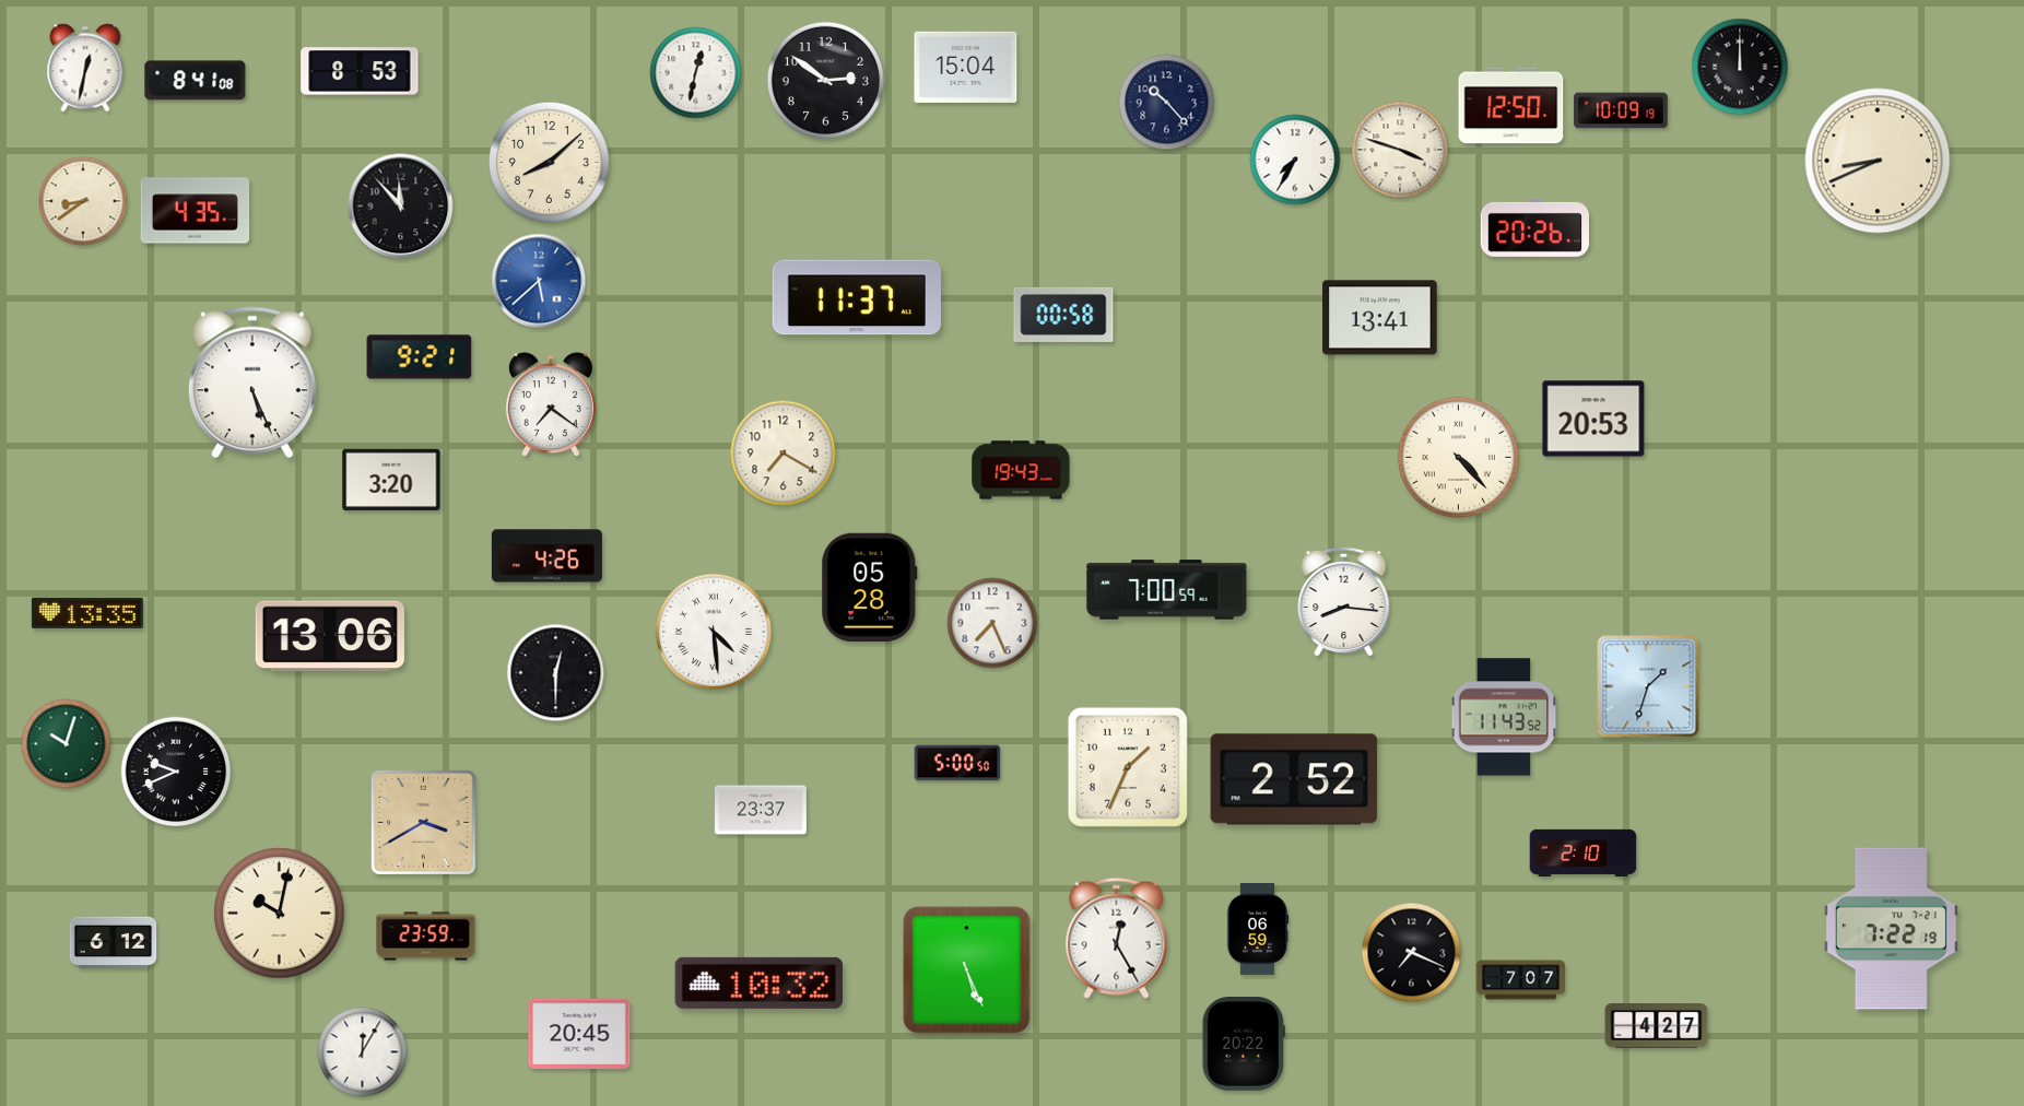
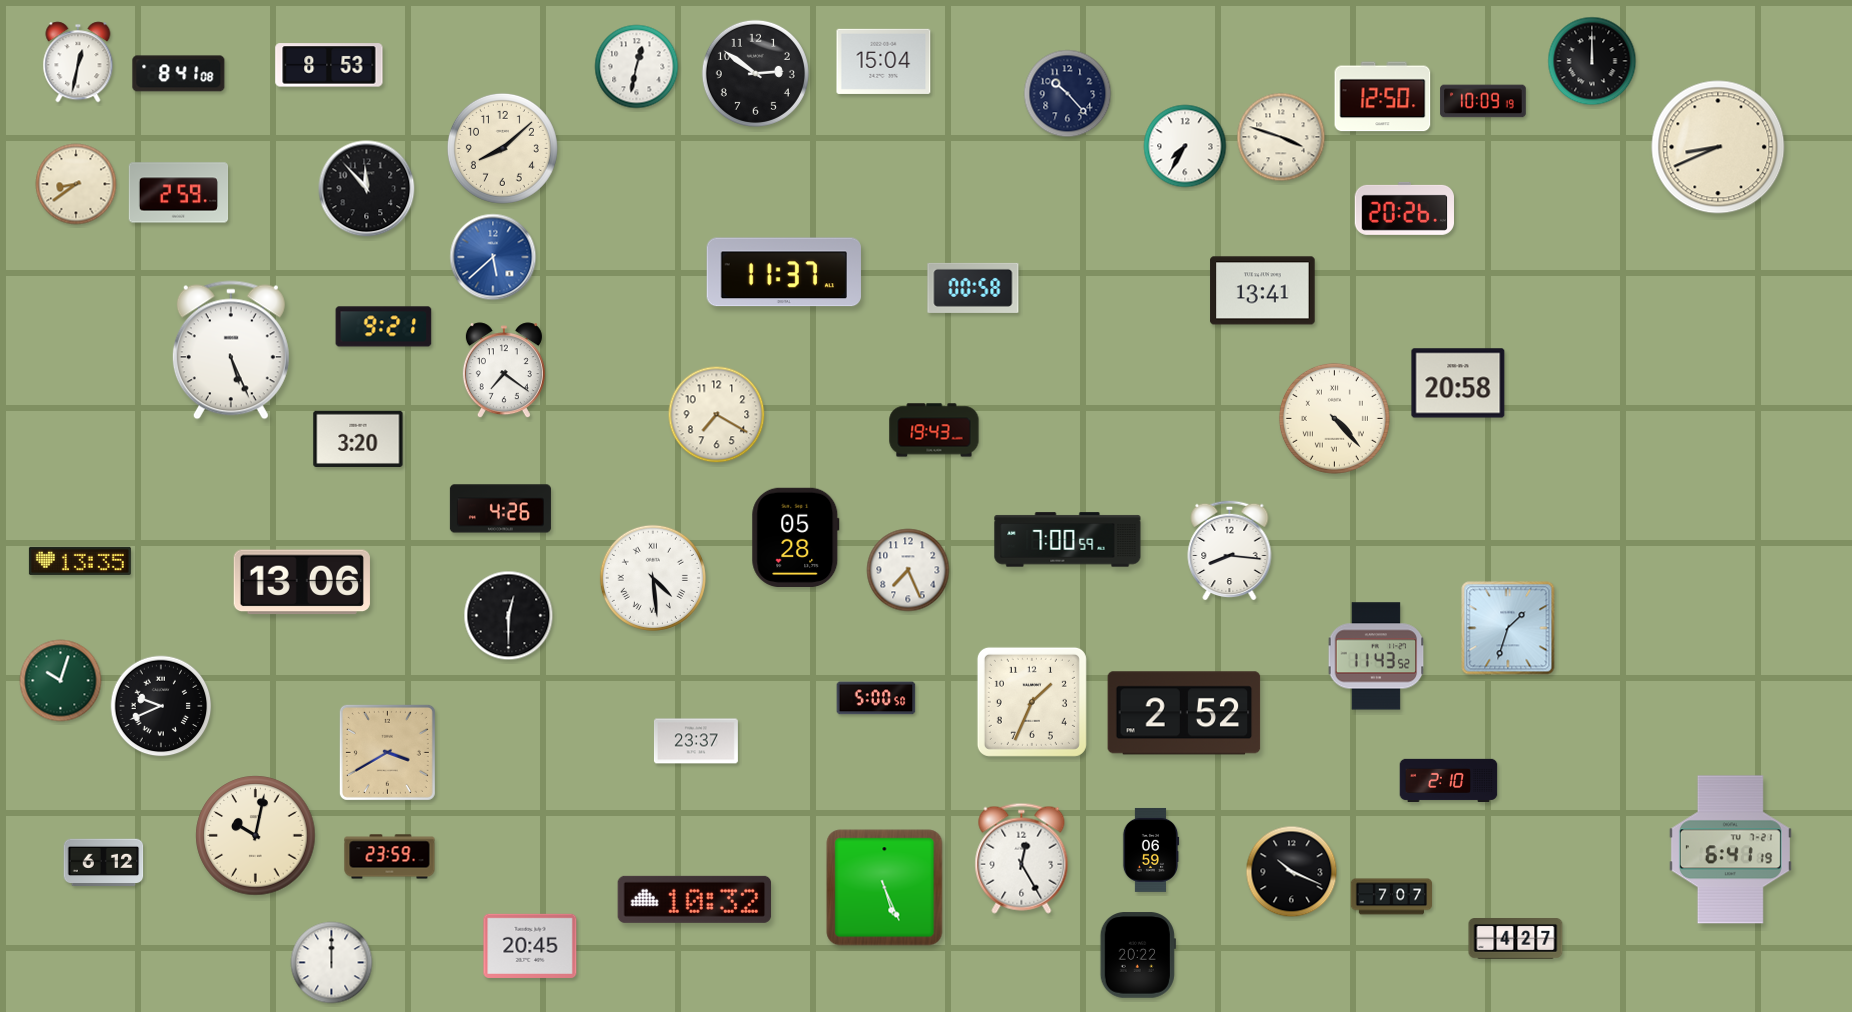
clock at (196, 211): 4:35 -> 2:59
clock at (1593, 419): 20:53 -> 20:58
clock at (1891, 929): 7:22 -> 6:41
clock at (1412, 953): 7:19 -> 10:19
clock at (363, 1052): 12:05 -> 12:00
